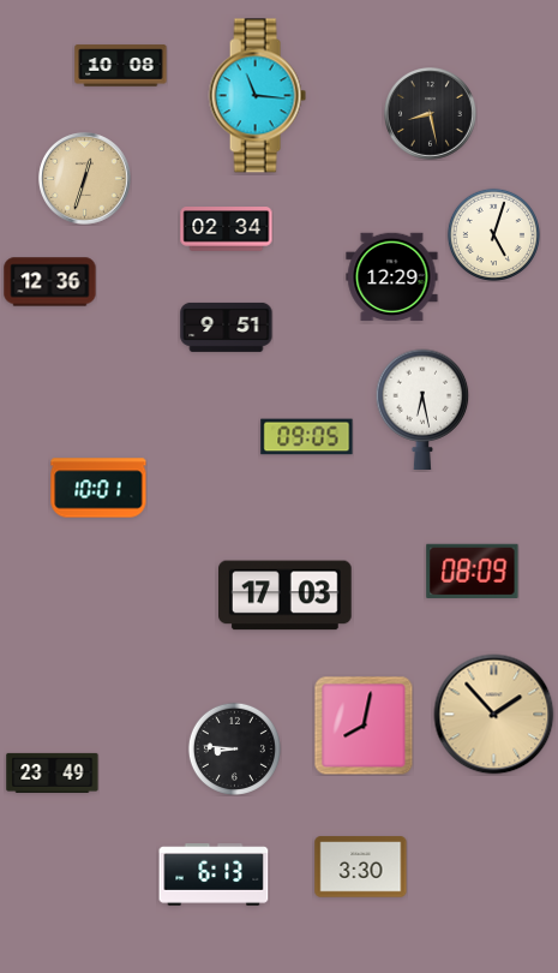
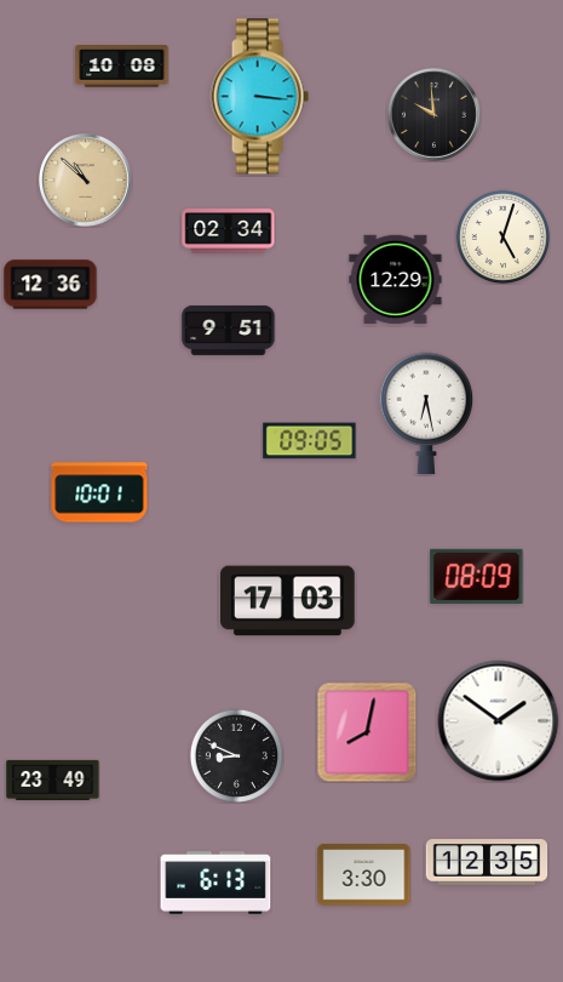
clock at (257, 96): 11:16 -> 3:16
clock at (431, 114): 8:28 -> 9:59
clock at (85, 179): 12:33 -> 10:52
clock at (493, 234) position: (493, 234) -> (502, 236)
clock at (494, 715): 1:53 -> 1:51
clock at (494, 715) dial: champagne -> white
clock at (234, 748): 8:46 -> 8:49
clock at (487, 862): none -> 12:35
